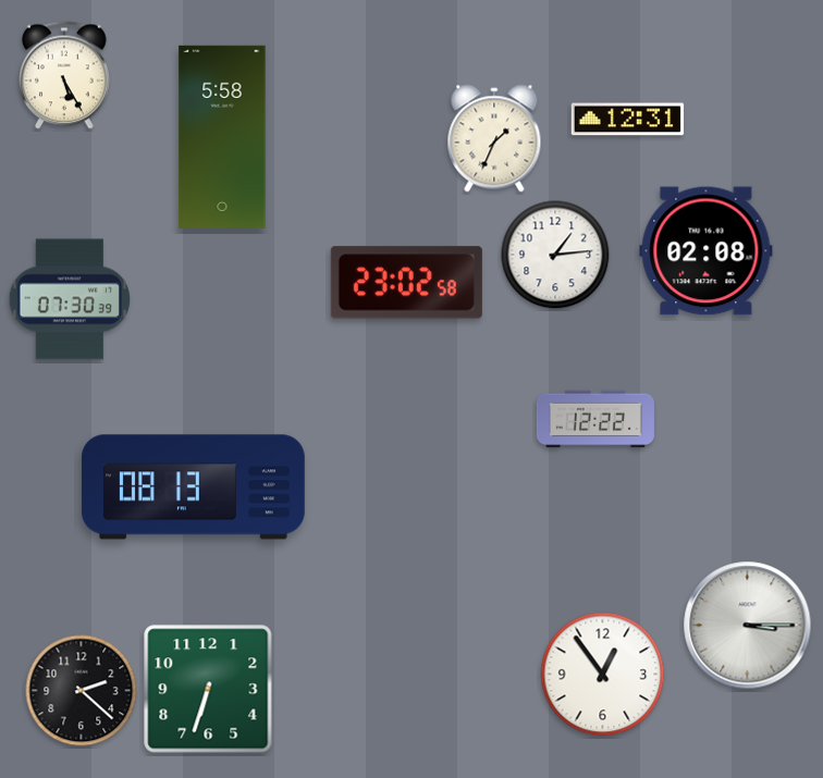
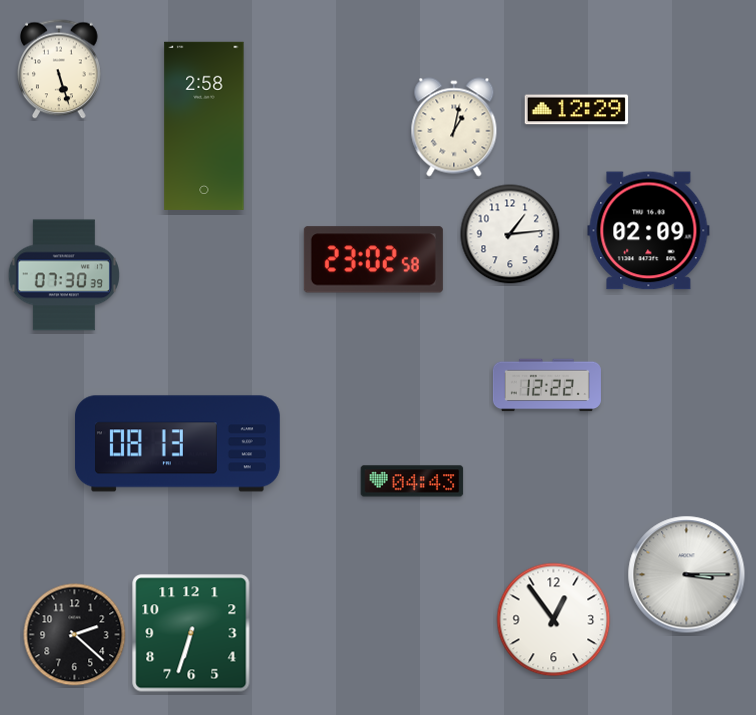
clock at (65, 75): 5:25 -> 5:27
clock at (628, 120): 12:31 -> 12:29
clock at (222, 137): 5:58 -> 2:58
clock at (494, 138): 1:34 -> 1:02
clock at (707, 251): 02:08 -> 02:09
clock at (193, 487) position: (193, 487) -> (177, 444)
clock at (412, 481): none -> 04:43
